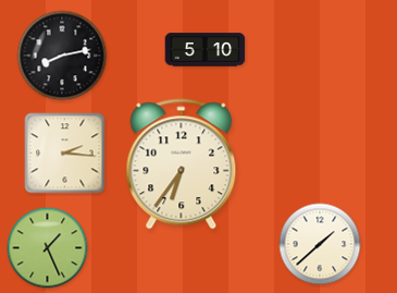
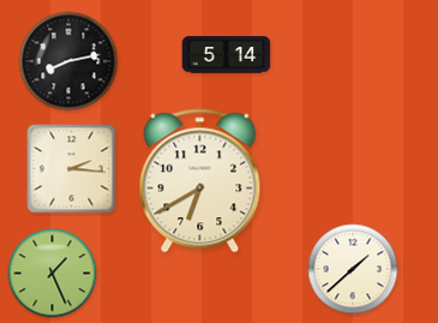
clock at (206, 50): 5:10 -> 5:14
clock at (182, 164): 6:36 -> 6:40
